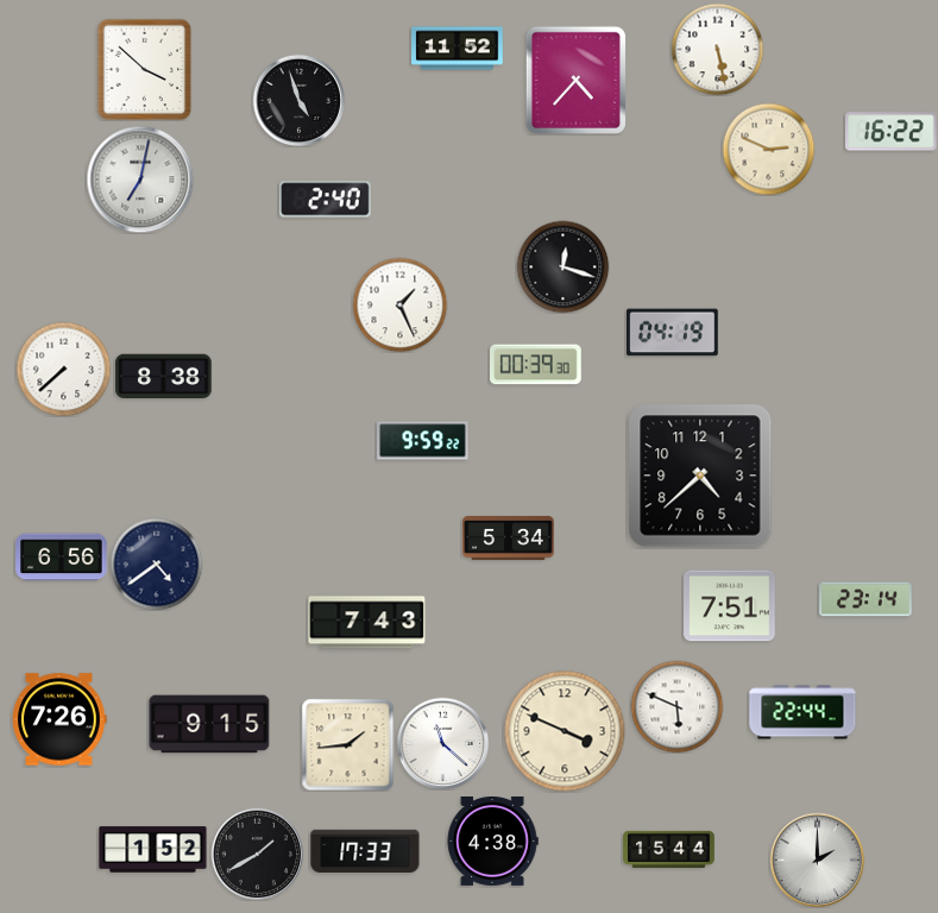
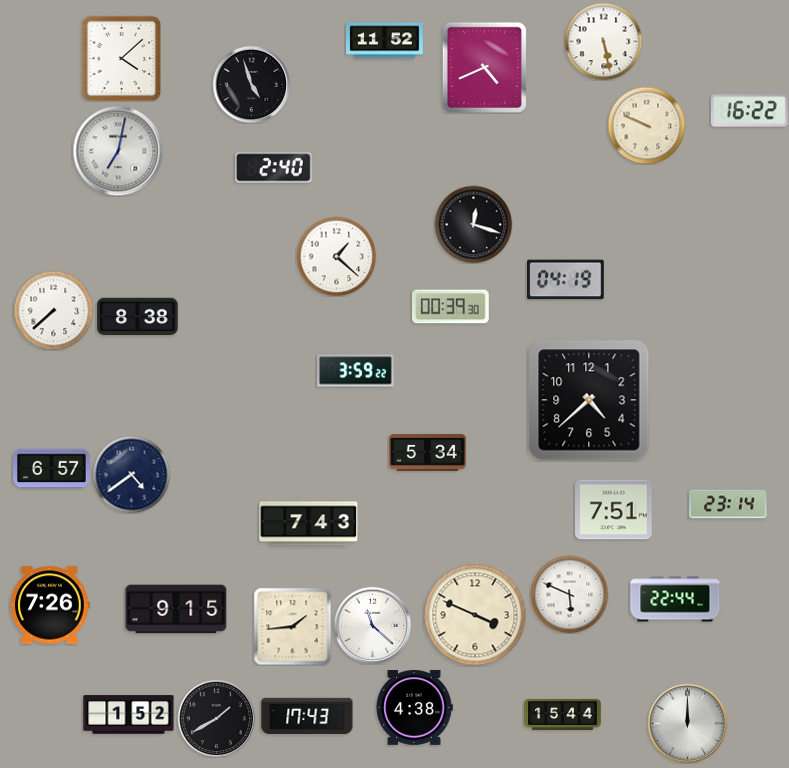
clock at (145, 69): 3:52 -> 4:08
clock at (575, 80): 4:37 -> 4:41
clock at (768, 149): 2:49 -> 9:49
clock at (399, 304): 1:26 -> 1:22
clock at (423, 441): 9:59 -> 3:59
clock at (62, 558): 6:56 -> 6:57
clock at (365, 851): 17:33 -> 17:43
clock at (817, 860): 2:00 -> 12:00
